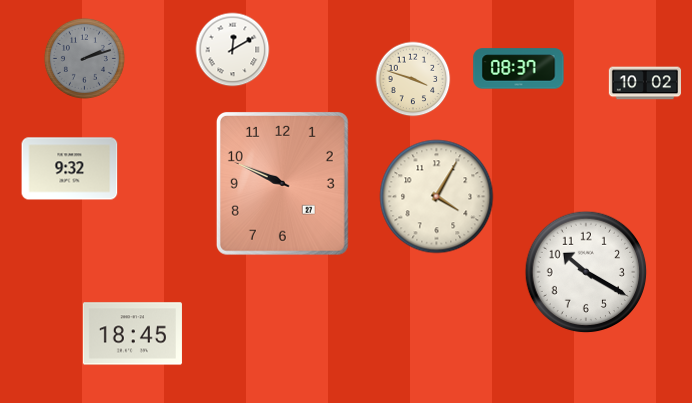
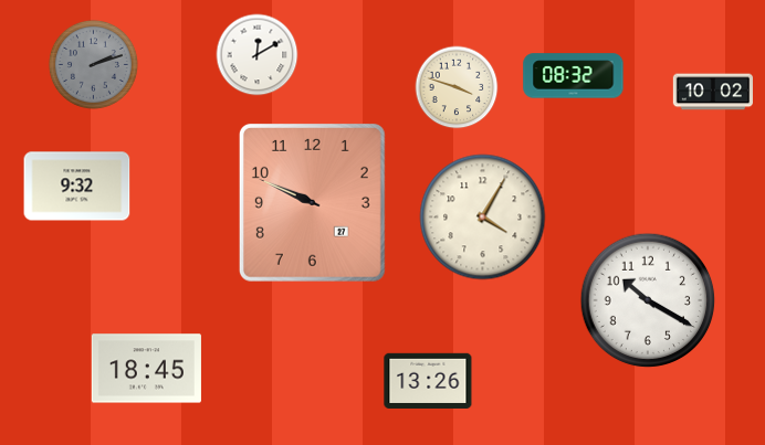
clock at (519, 69): 08:37 -> 08:32
clock at (428, 381): none -> 13:26
